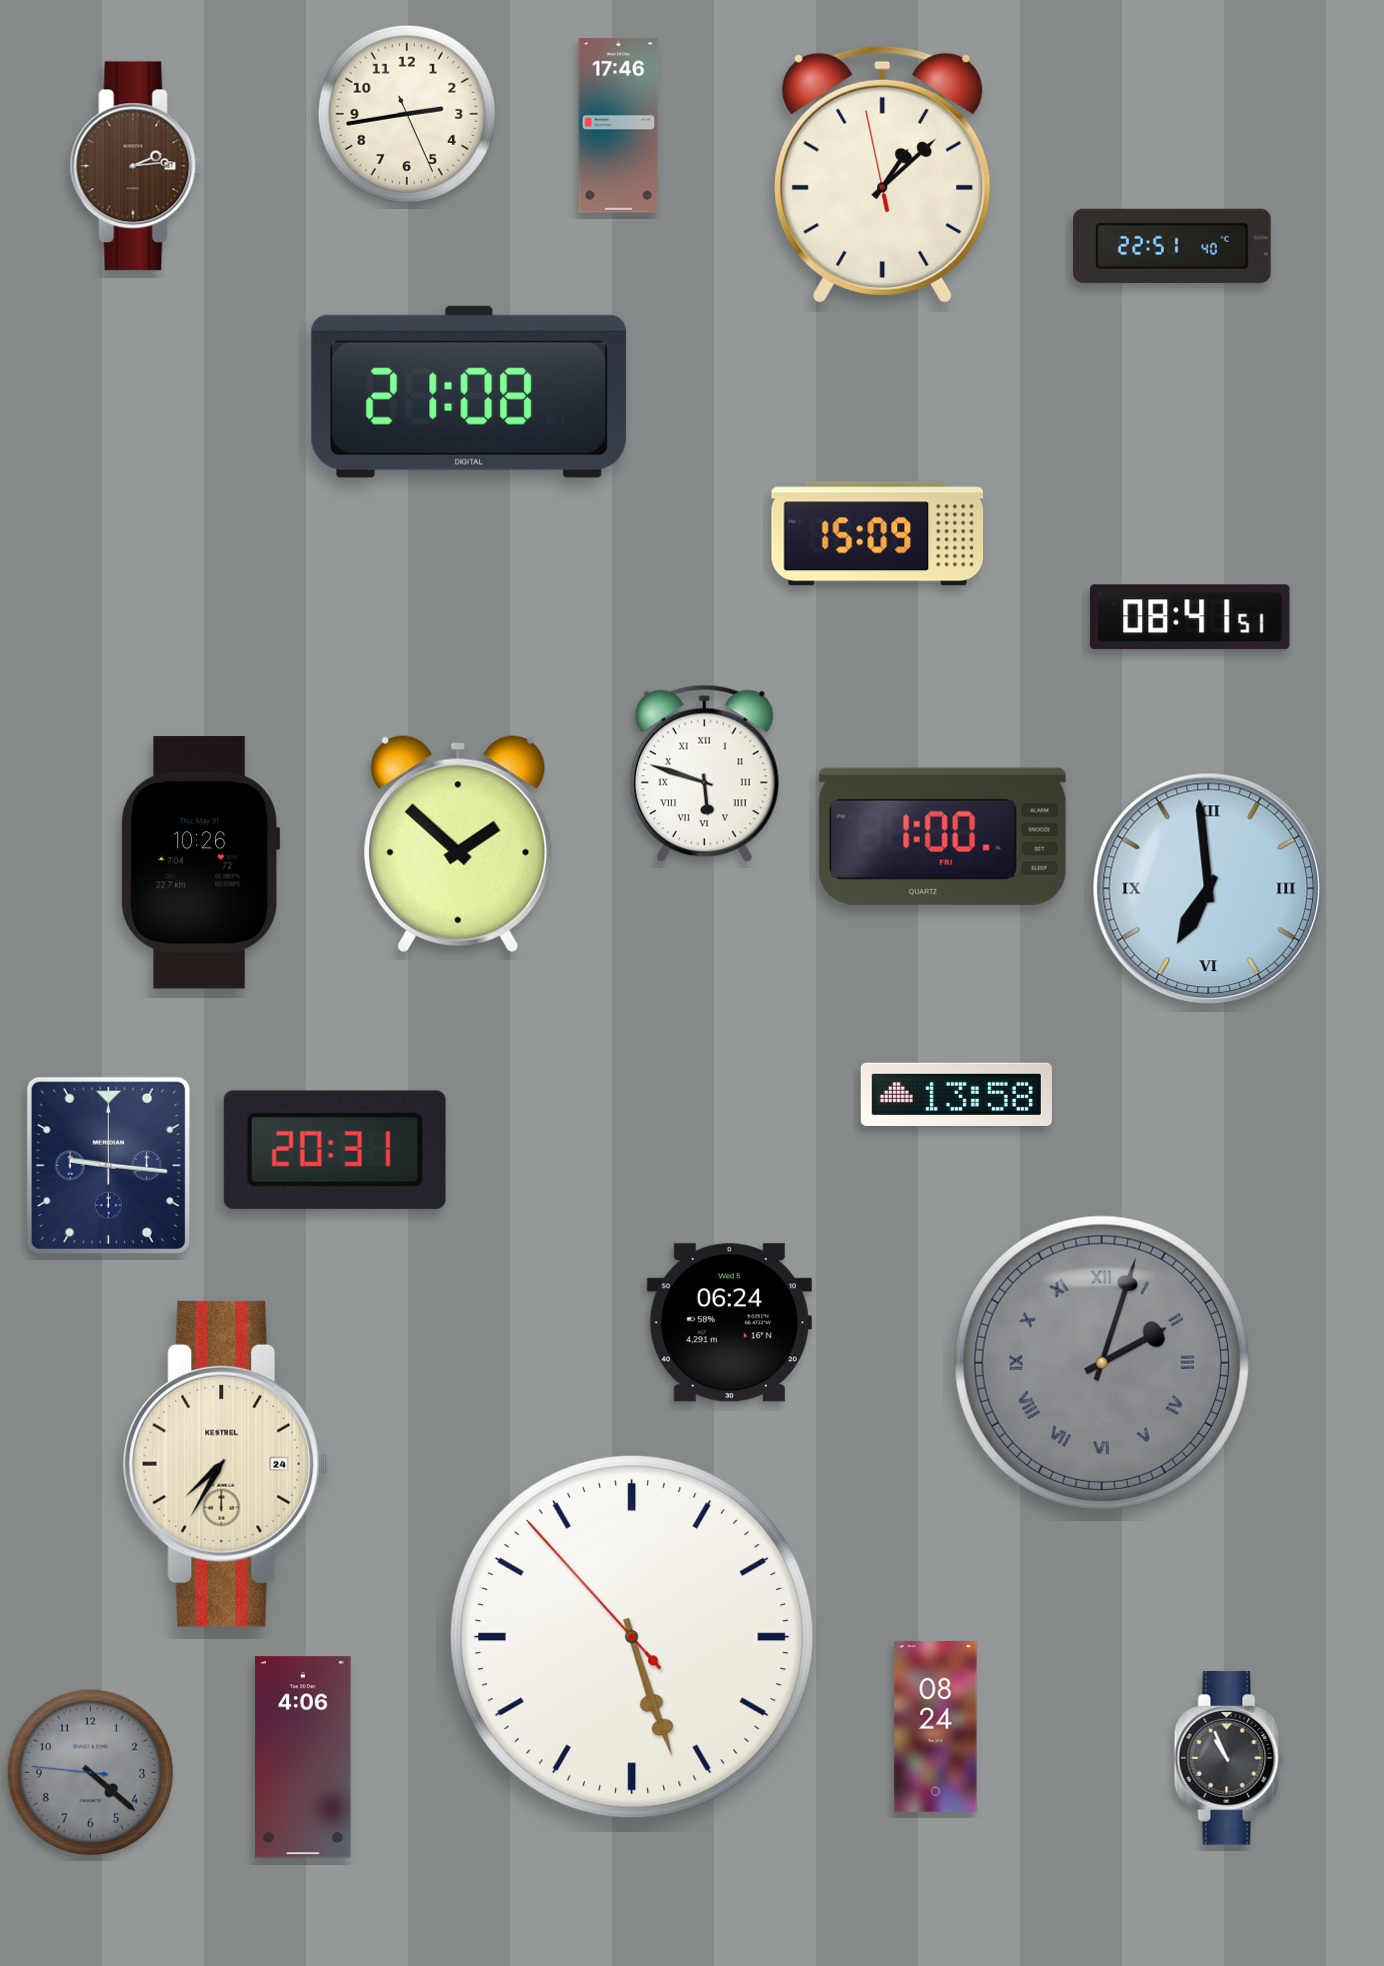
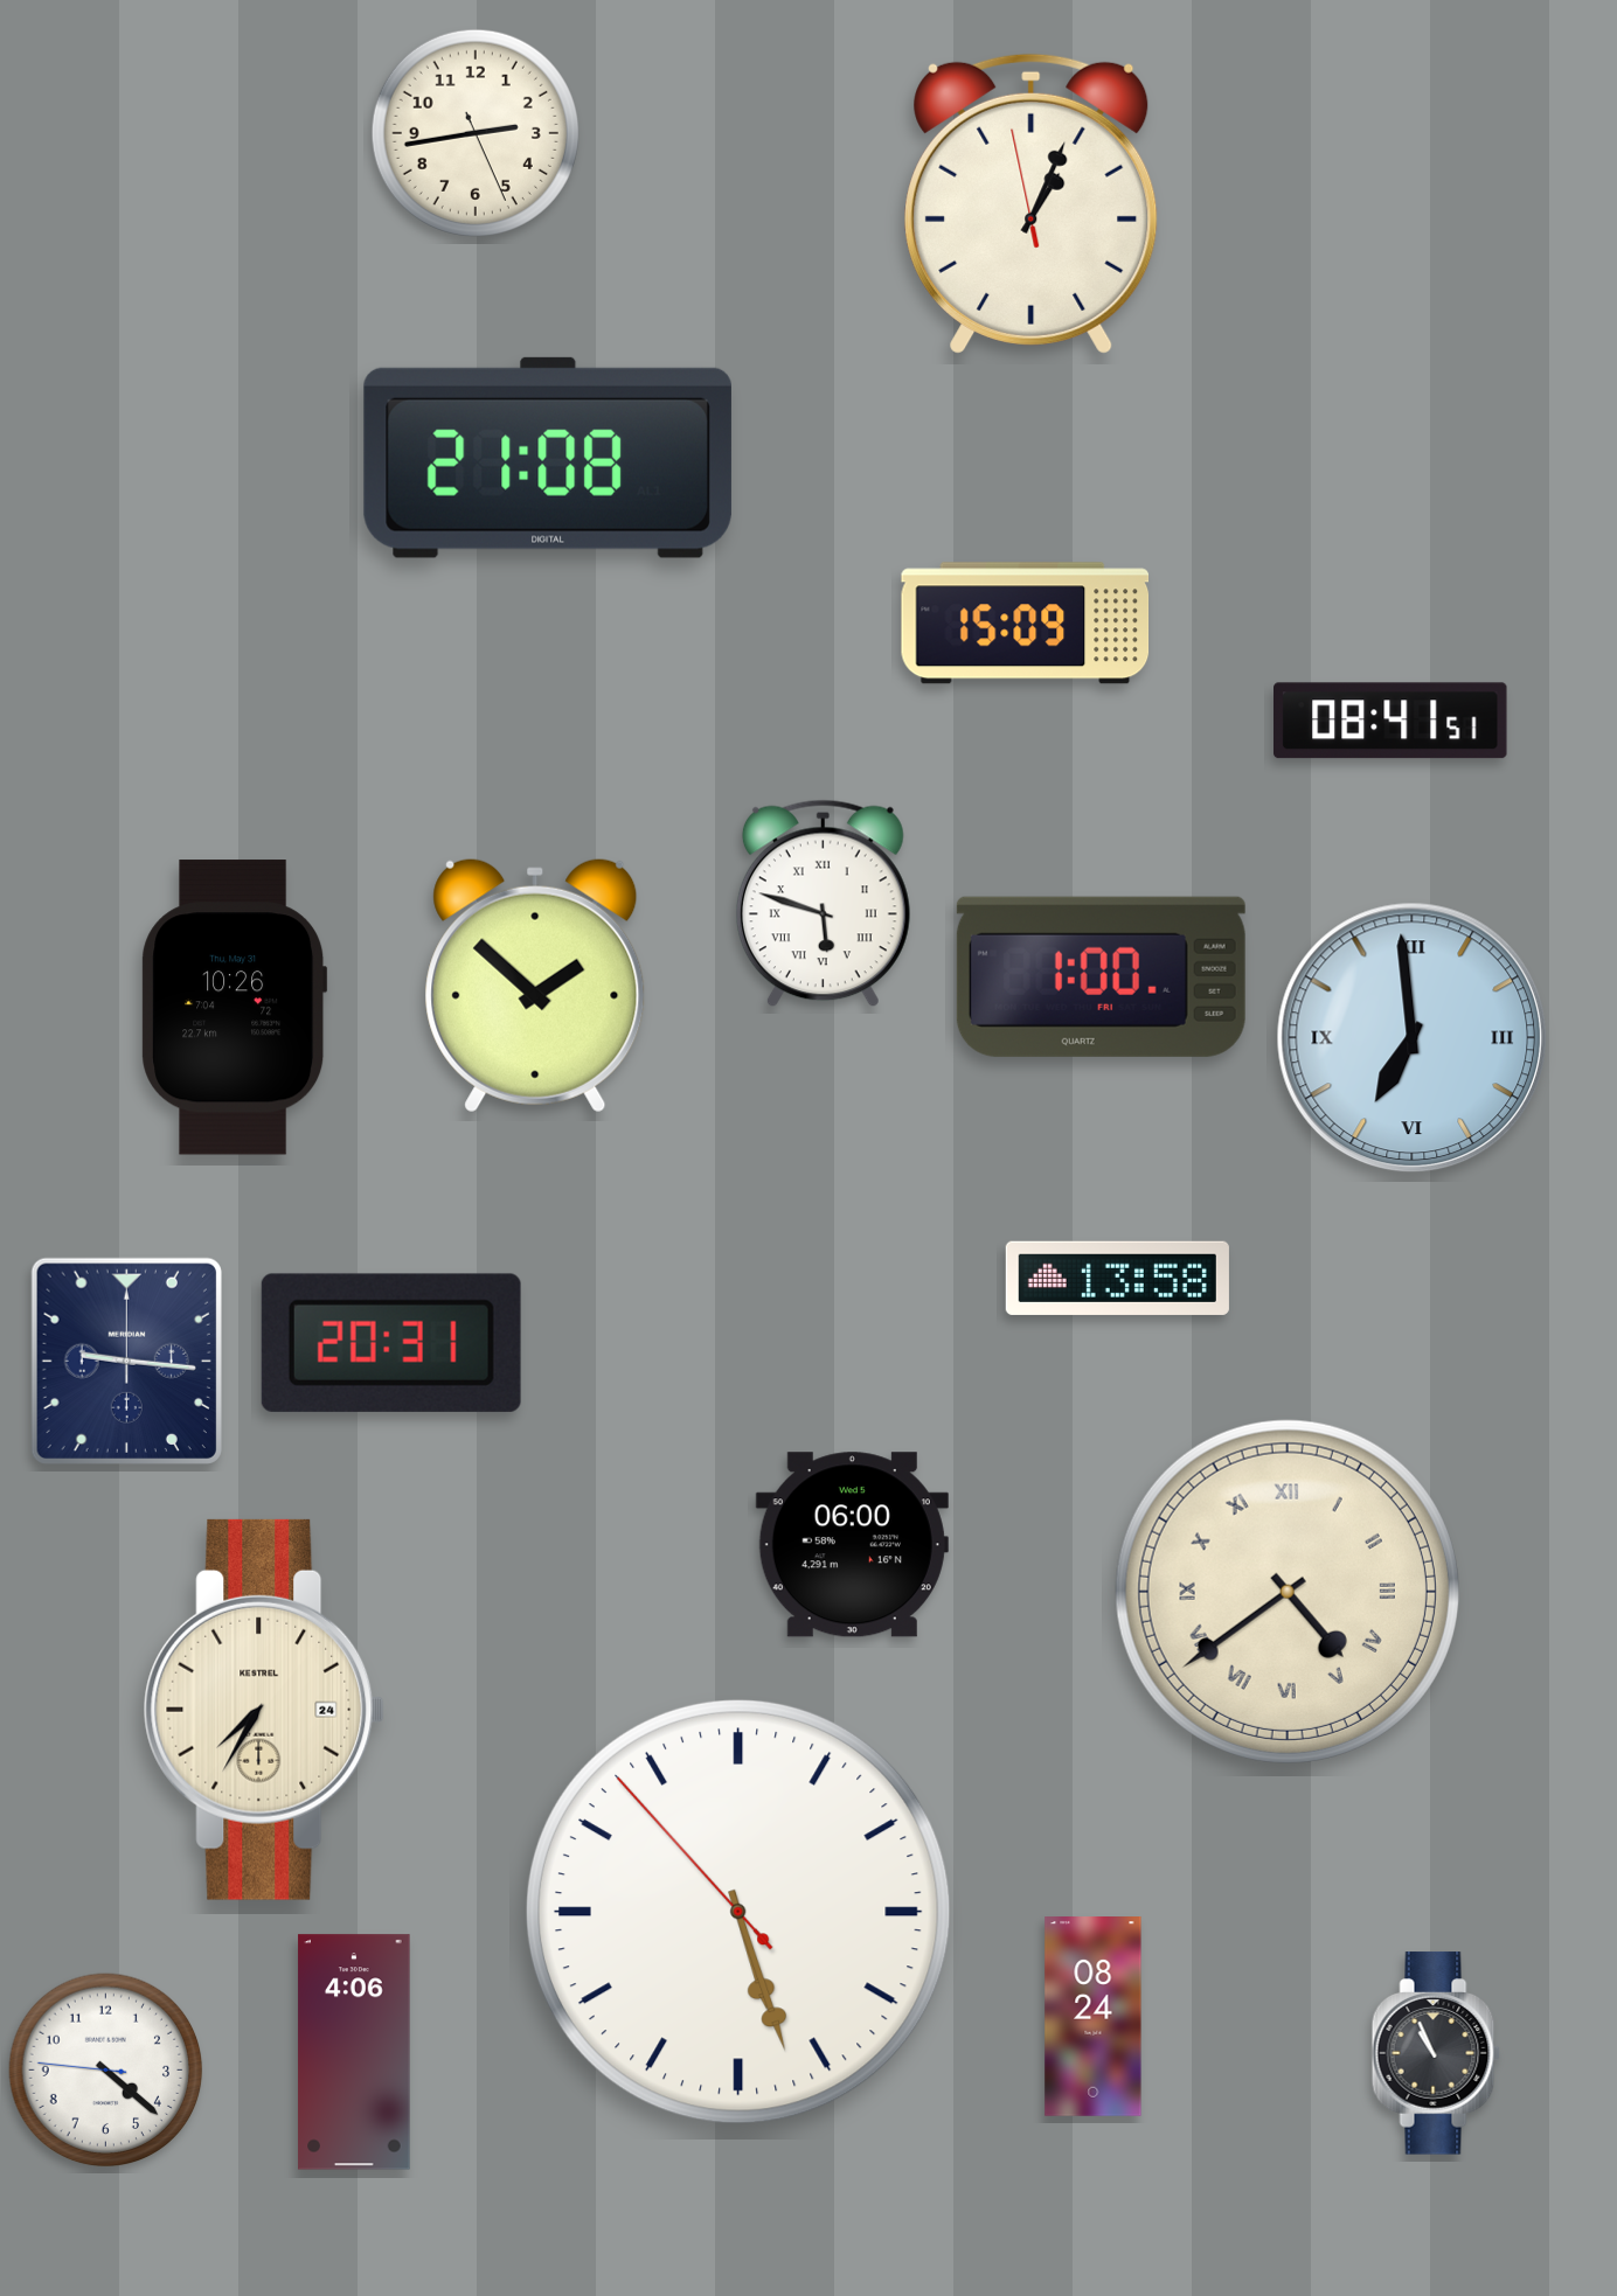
clock at (619, 126): 17:46 -> none
clock at (136, 166): 2:14 -> none
clock at (883, 174): 1:07 -> 1:03
clock at (1173, 246): 22:51 -> none
clock at (729, 1323): 06:24 -> 06:00
clock at (1102, 1363): 2:03 -> 4:39
clock at (1102, 1363) dial: grey -> cream
clock at (91, 1773) dial: grey -> white
